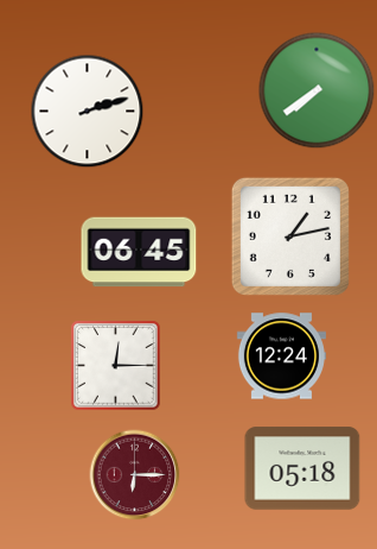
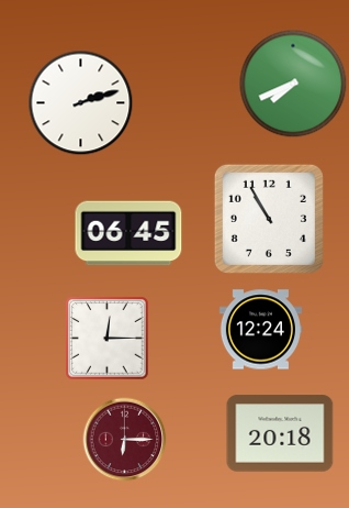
clock at (317, 90): 7:39 -> 7:41
clock at (290, 236): 1:13 -> 10:55
clock at (302, 468): 05:18 -> 20:18
